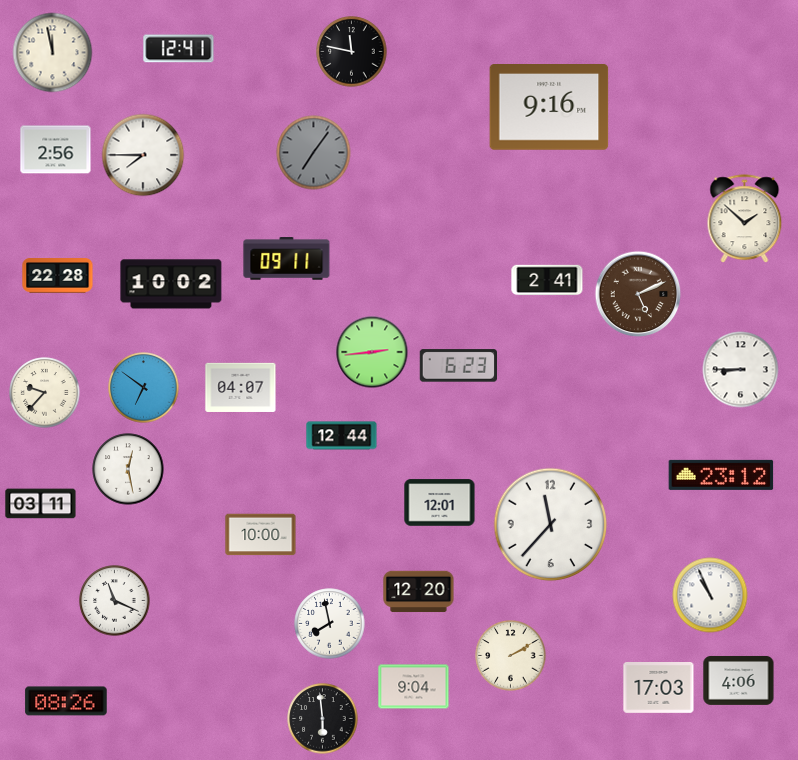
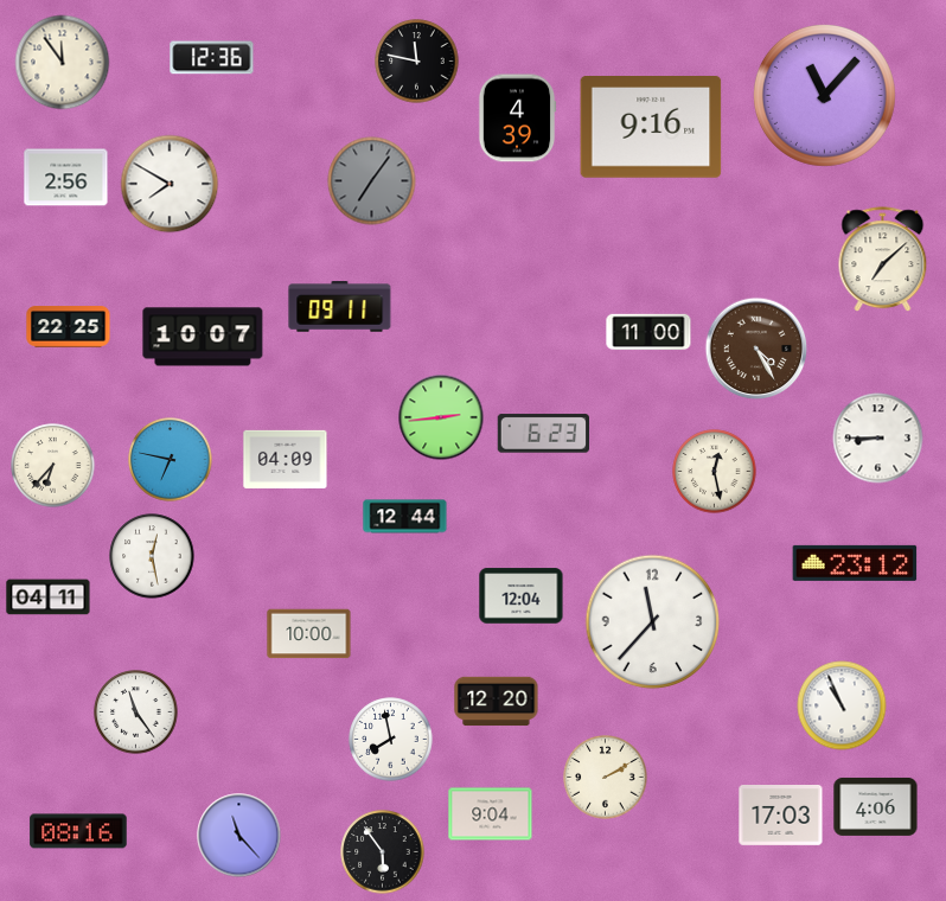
clock at (179, 49): 12:41 -> 12:36
clock at (53, 53): 11:58 -> 11:54
clock at (824, 95): none -> 11:07
clock at (517, 119): none -> 4:39
clock at (143, 155): 7:45 -> 7:50
clock at (745, 219): 1:52 -> 7:08
clock at (58, 276): 22:28 -> 22:25
clock at (547, 280): 2:41 -> 11:00
clock at (171, 284): 10:02 -> 10:07
clock at (638, 294): 5:11 -> 4:25
clock at (241, 387): 04:07 -> 04:09
clock at (144, 388): 6:51 -> 6:47
clock at (45, 393): 9:37 -> 6:37
clock at (715, 472): none -> 12:28
clock at (440, 503): 12:01 -> 12:04
clock at (41, 504): 03:11 -> 04:11
clock at (115, 601): 11:19 -> 11:24
clock at (66, 701): 08:26 -> 08:16
clock at (239, 836): none -> 11:23
clock at (323, 719): 5:59 -> 5:54
